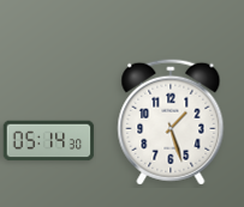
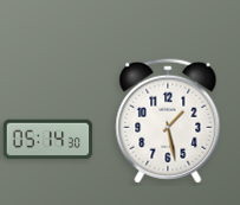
clock at (171, 122): 1:27 -> 1:28
